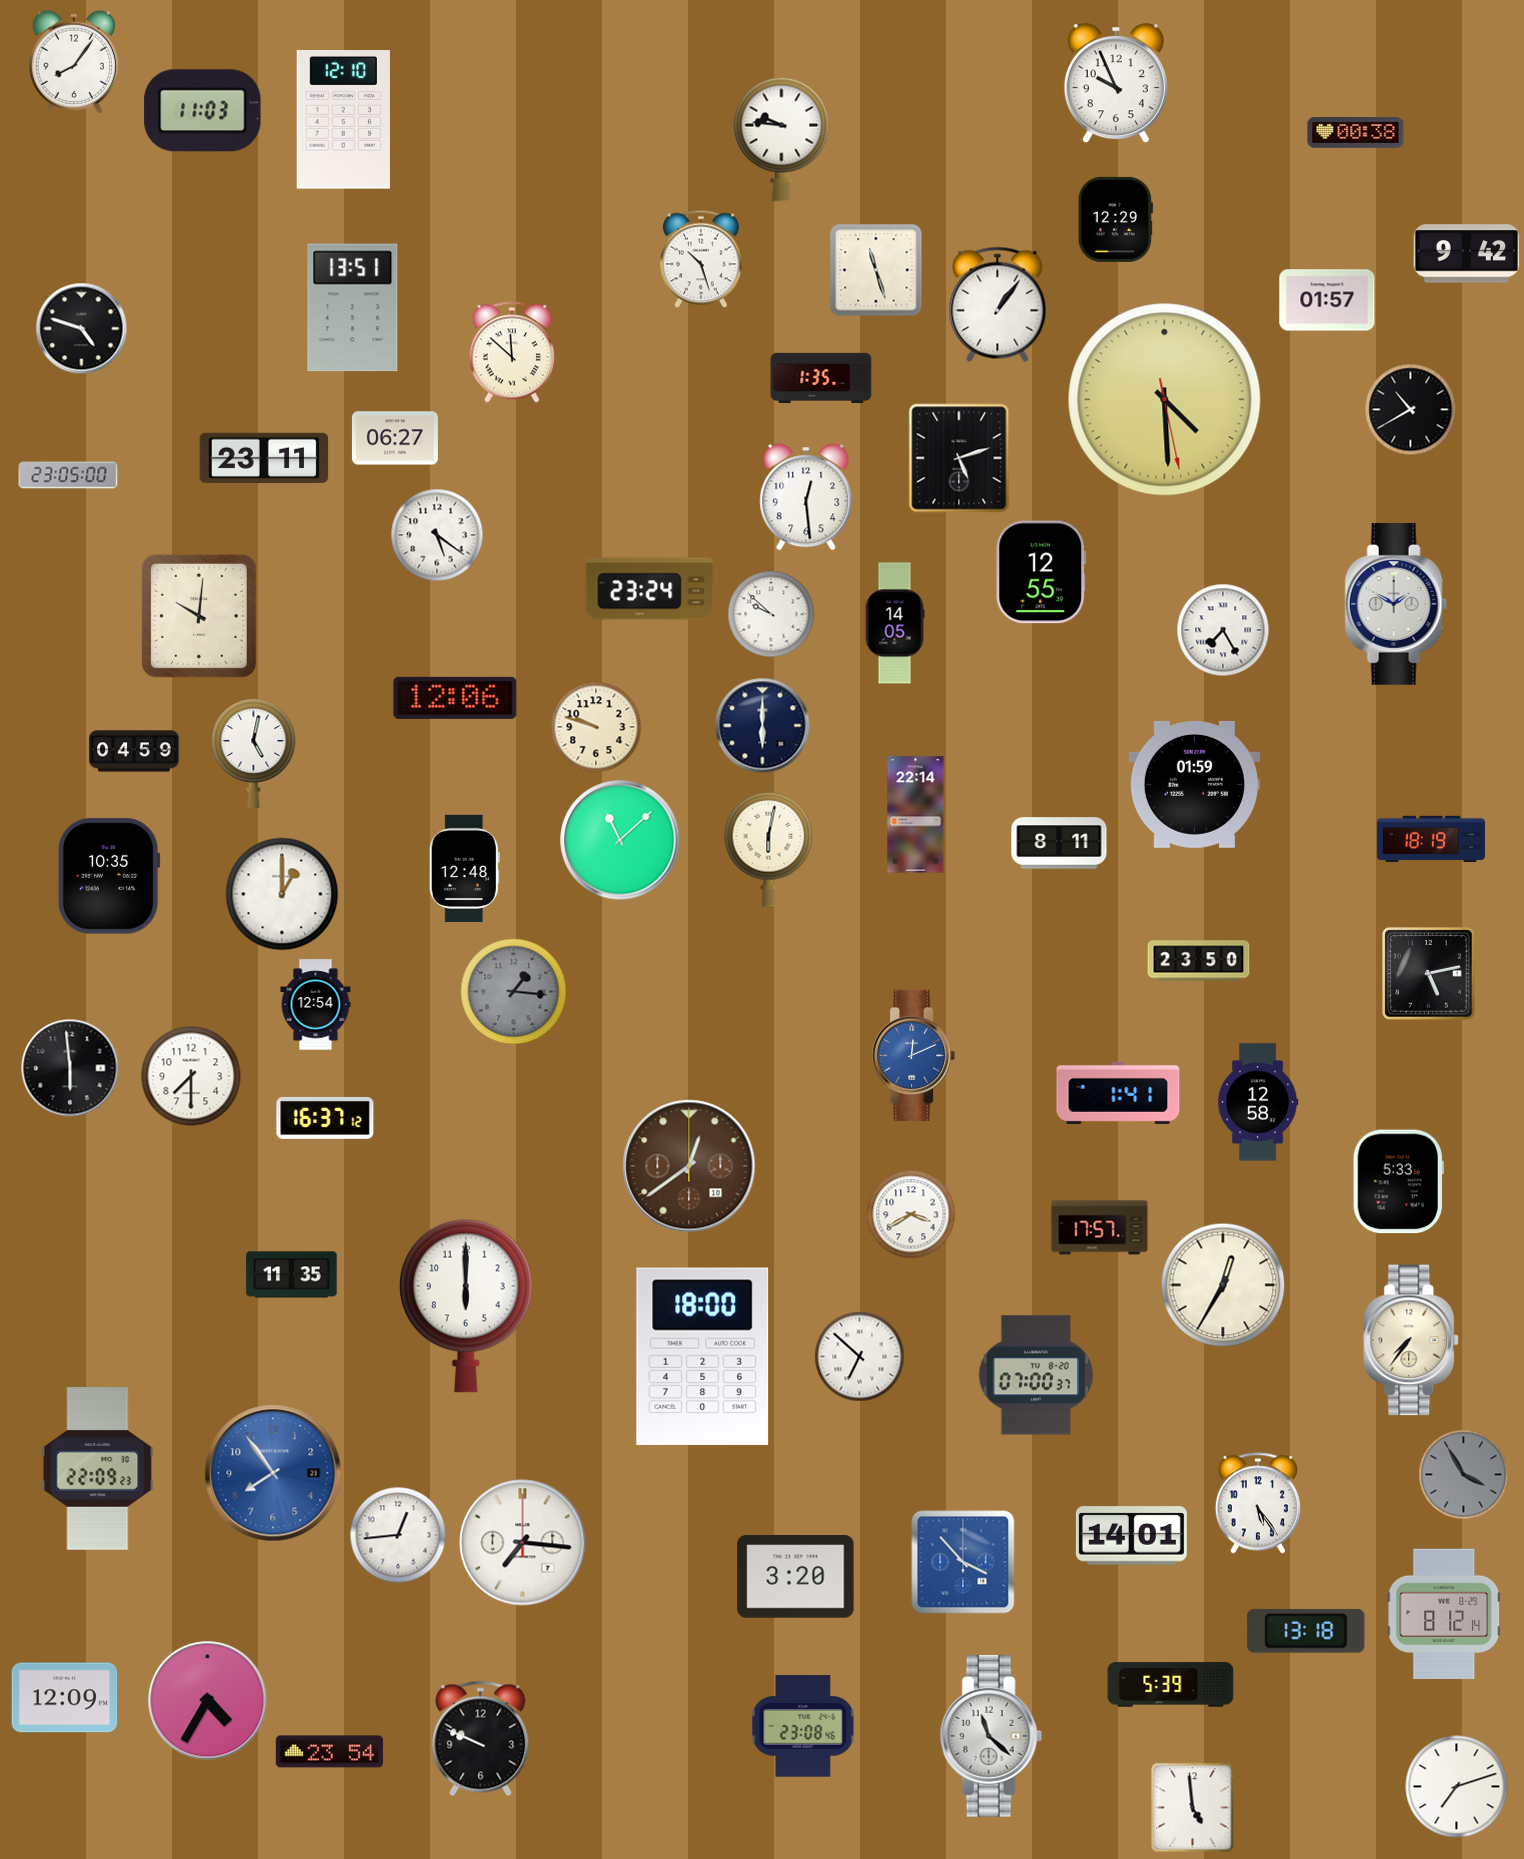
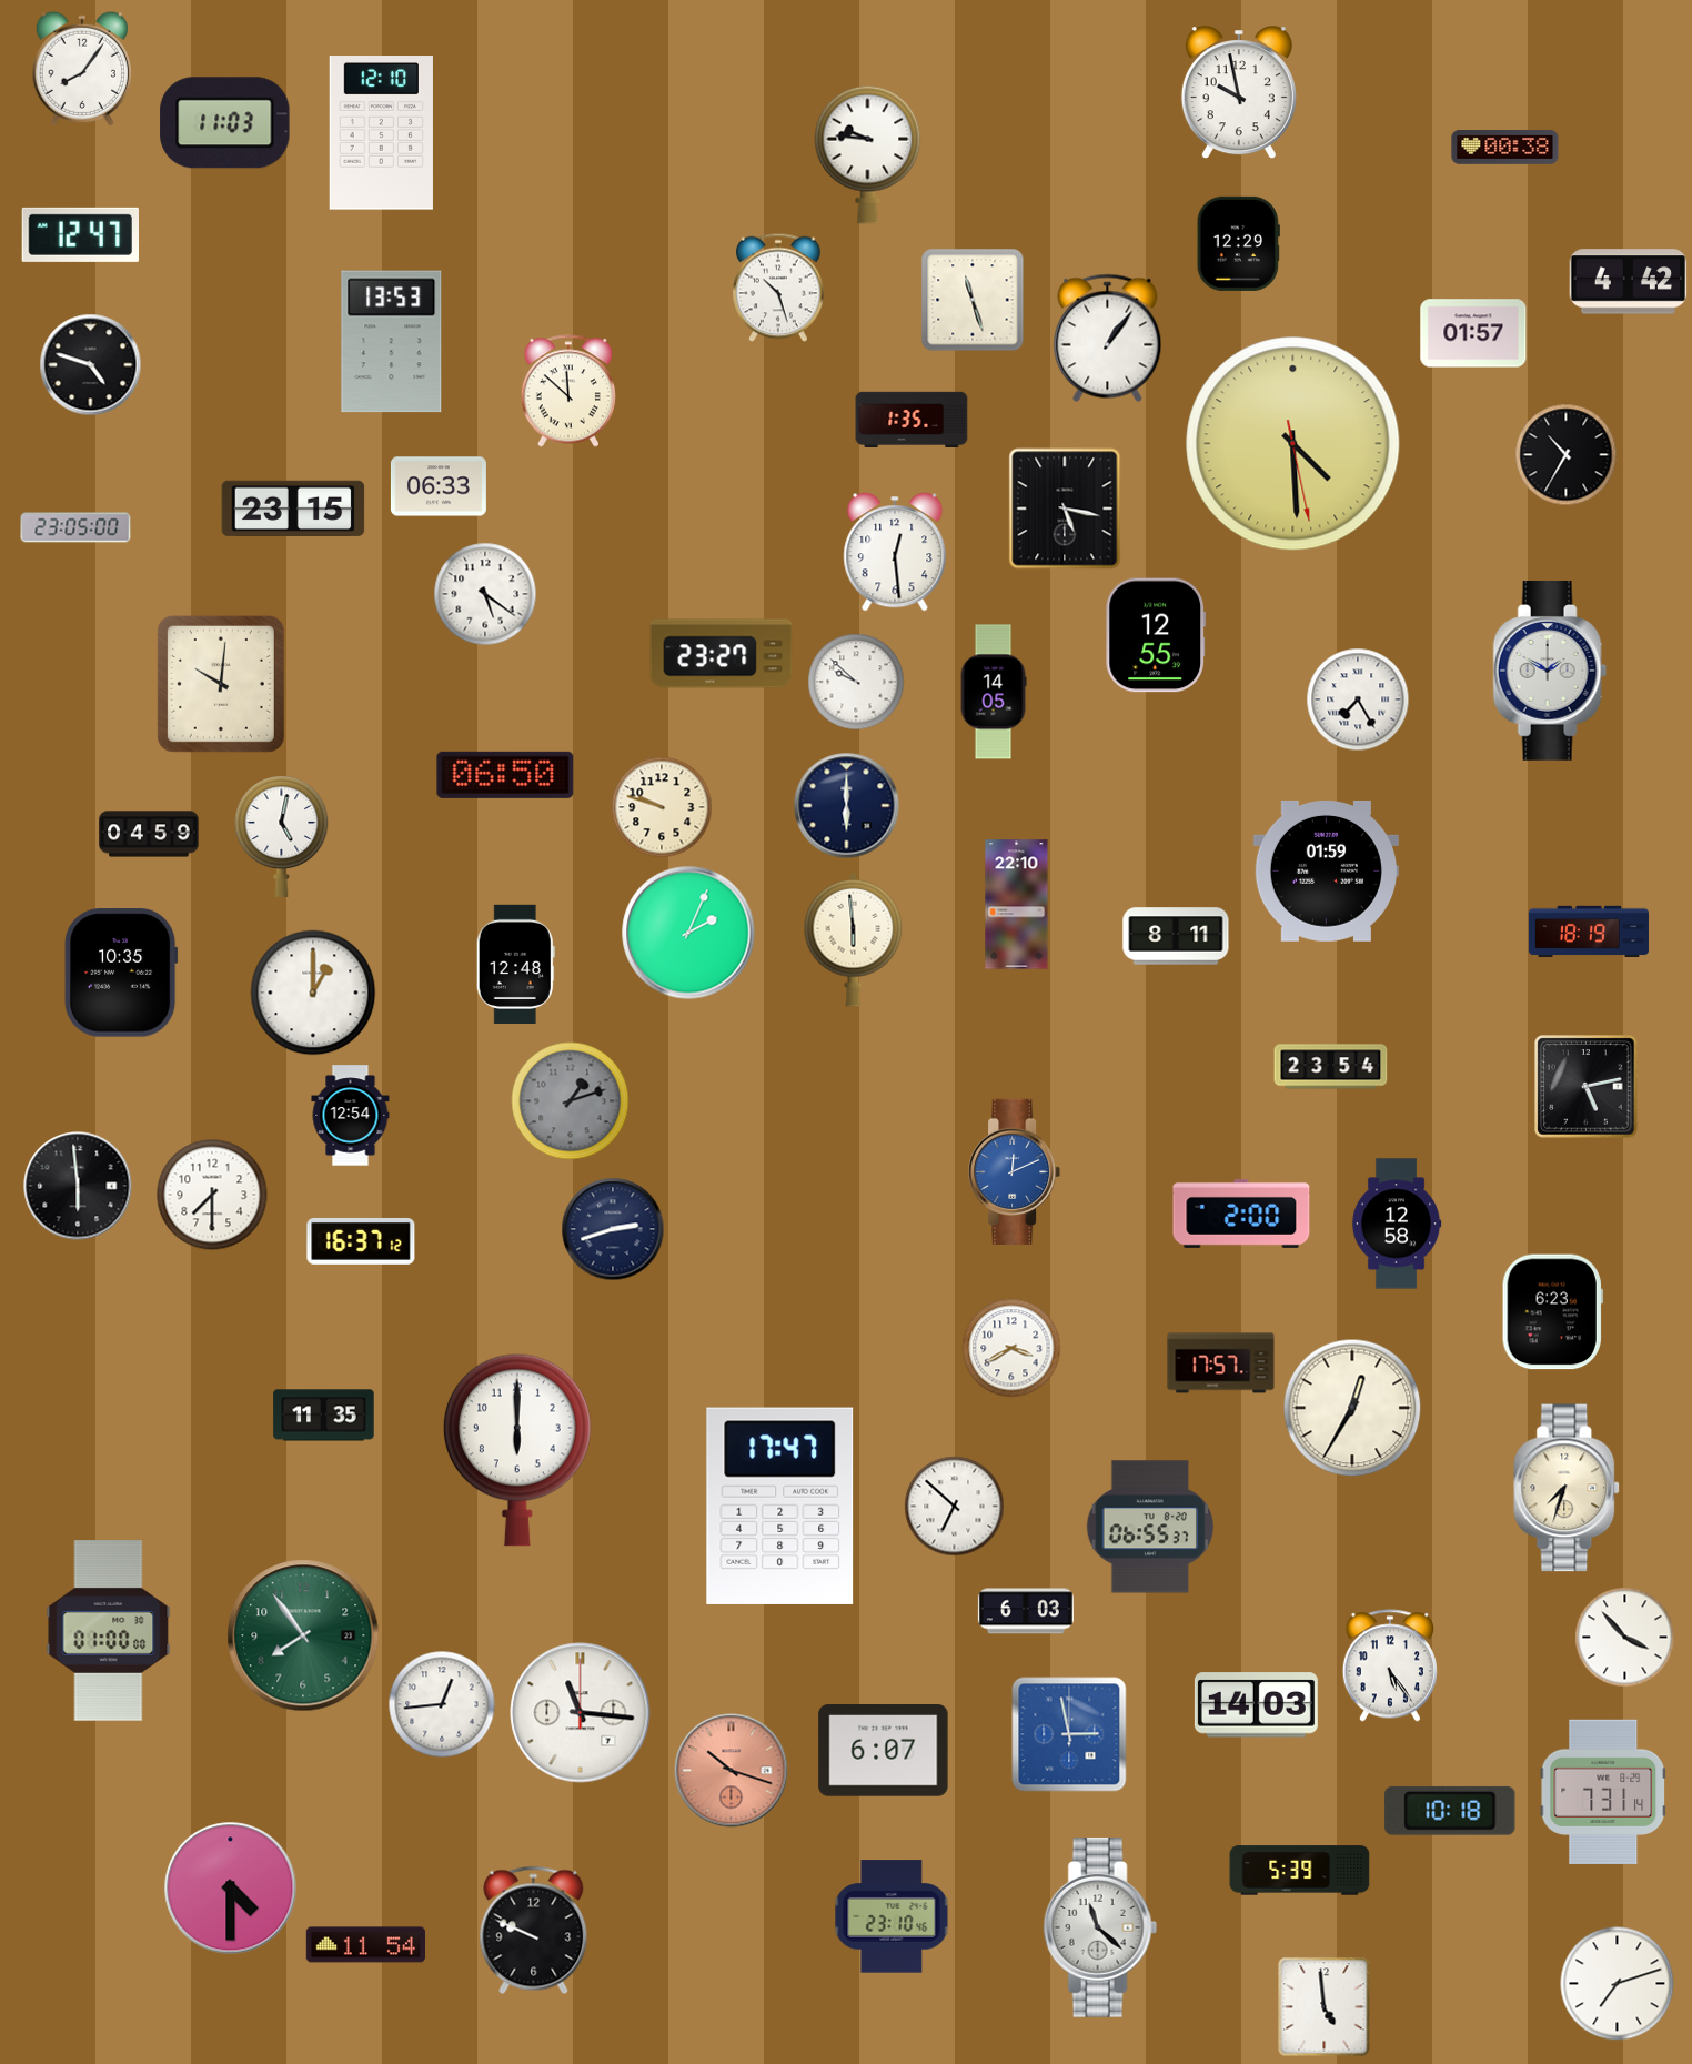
clock at (1116, 84): 9:56 -> 9:58
clock at (80, 234): none -> 12:47
clock at (1467, 254): 9:42 -> 4:42
clock at (353, 308): 13:51 -> 13:53
clock at (1411, 410): 10:40 -> 10:35
clock at (395, 438): 06:27 -> 06:33
clock at (264, 458): 23:11 -> 23:15
clock at (959, 458): 5:12 -> 5:17
clock at (650, 589): 23:24 -> 23:27
clock at (455, 698): 12:06 -> 06:50
clock at (916, 815): 22:14 -> 22:10
clock at (620, 840): 11:08 -> 2:04
clock at (769, 846): 6:02 -> 5:59
clock at (1199, 961): 23:50 -> 23:54
clock at (1429, 974) position: (1429, 974) -> (1587, 1087)
clock at (514, 992): 1:16 -> 1:12
clock at (1118, 1093): 1:41 -> 2:00
clock at (613, 1229): none -> 2:42
clock at (689, 1166): 12:39 -> none
clock at (1398, 1182): 5:33 -> 6:23
clock at (1223, 1285) position: (1223, 1285) -> (1352, 1408)
clock at (1412, 1340): 7:36 -> 7:33
clock at (703, 1356): 18:00 -> 17:47
clock at (1035, 1375): 07:00 -> 06:55
clock at (1026, 1611): none -> 6:03
clock at (98, 1469): 22:09 -> 01:00
clock at (273, 1473) dial: blue -> green
clock at (1464, 1475): 3:55 -> 3:53
clock at (1464, 1475) dial: grey -> white
clock at (1258, 1503) position: (1258, 1503) -> (1390, 1665)
clock at (1131, 1536): 14:01 -> 14:03
clock at (523, 1543): 7:16 -> 11:16
clock at (963, 1562): 3:53 -> 2:58
clock at (796, 1577): 3:20 -> 6:07
clock at (732, 1771): none -> 10:18
clock at (1444, 1614): 8:12 -> 7:31
clock at (1306, 1631): 13:18 -> 10:18
clock at (65, 1698): 12:09 -> none
clock at (208, 1701): 4:35 -> 4:30
clock at (803, 1726): 23:08 -> 23:10
clock at (329, 1752): 23:54 -> 11:54
